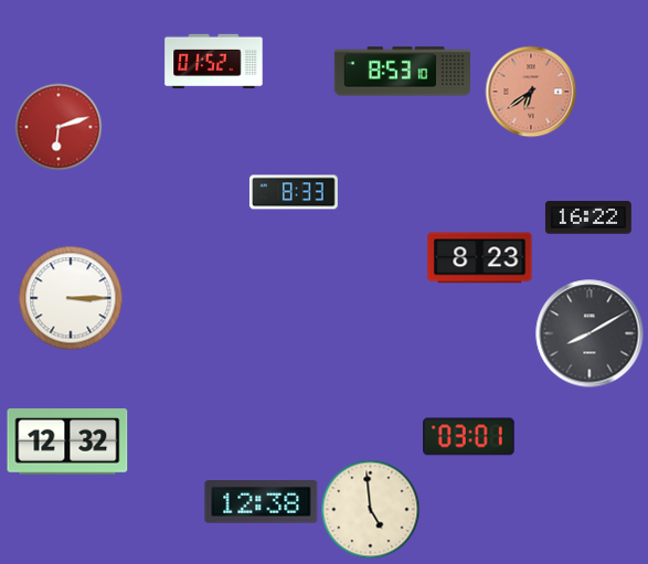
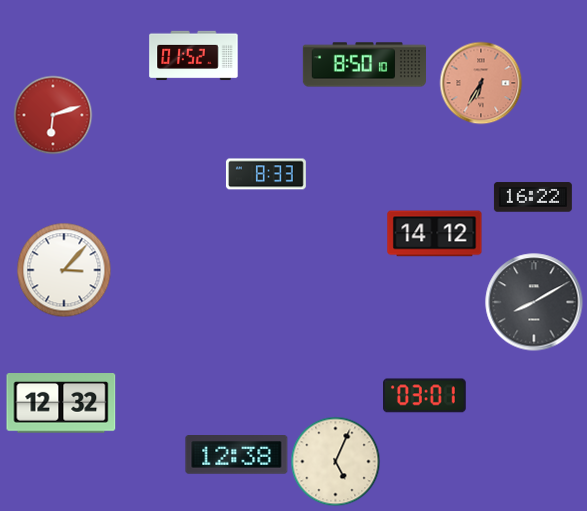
clock at (402, 72): 8:53 -> 8:50
clock at (531, 92): 6:39 -> 6:35
clock at (480, 258): 8:23 -> 14:12
clock at (71, 298): 3:15 -> 3:07
clock at (67, 443) position: (67, 443) -> (61, 404)
clock at (370, 509): 4:59 -> 5:04
